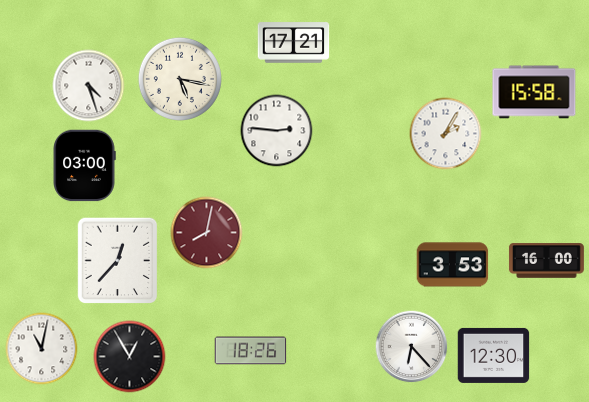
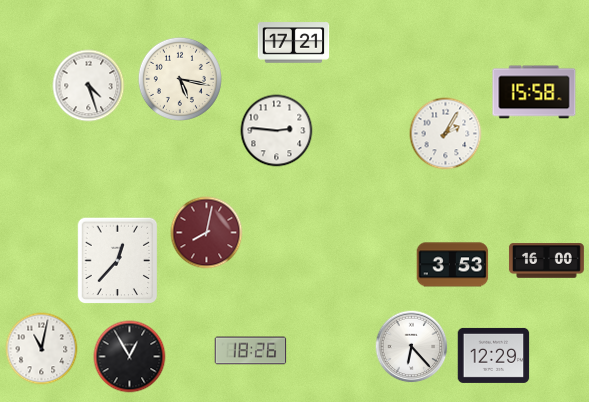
clock at (84, 166): 03:00 -> none
clock at (494, 355): 12:30 -> 12:29
